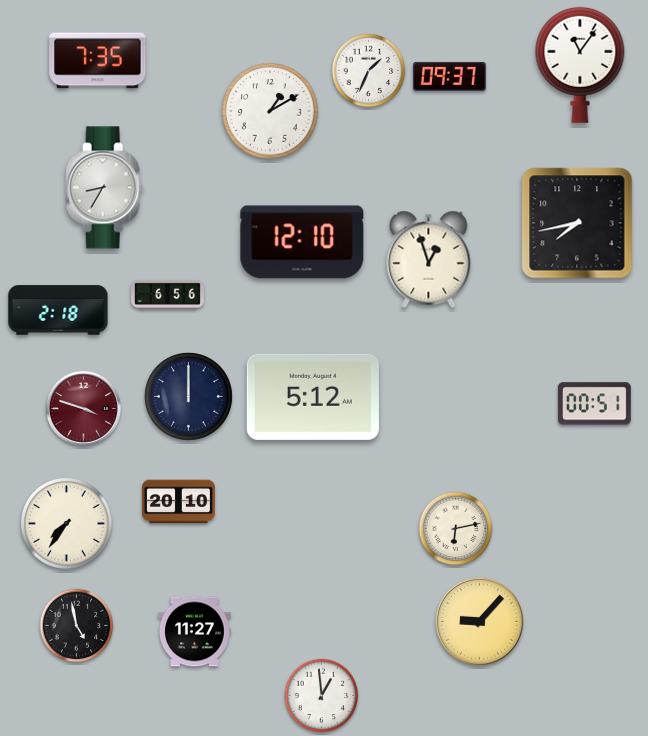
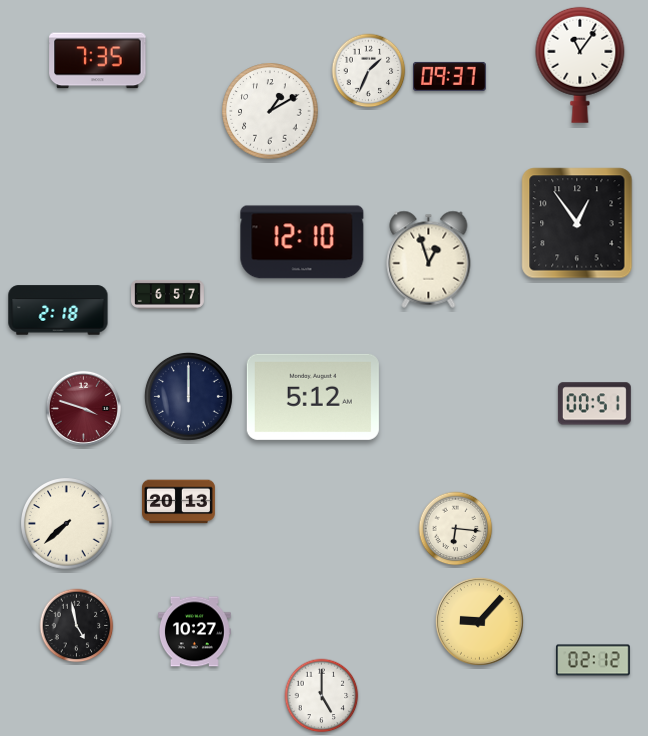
clock at (105, 188): 8:35 -> none
clock at (577, 223): 7:43 -> 12:54
clock at (168, 294): 6:56 -> 6:57
clock at (179, 502): 20:10 -> 20:13
clock at (67, 524): 7:36 -> 7:38
clock at (456, 529): 6:13 -> 6:16
clock at (194, 632): 11:27 -> 10:27
clock at (593, 660): none -> 02:12
clock at (322, 696): 12:59 -> 5:00
